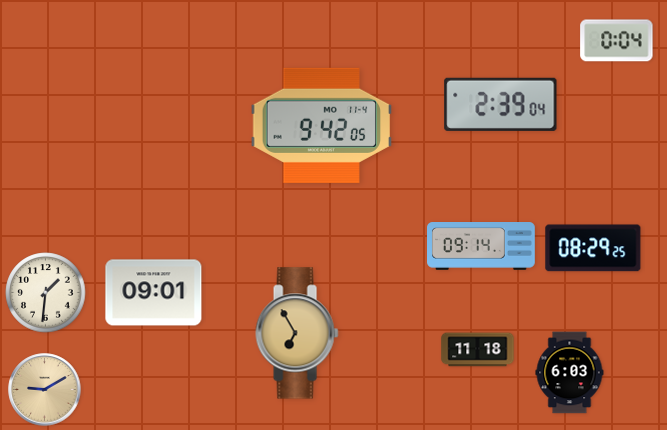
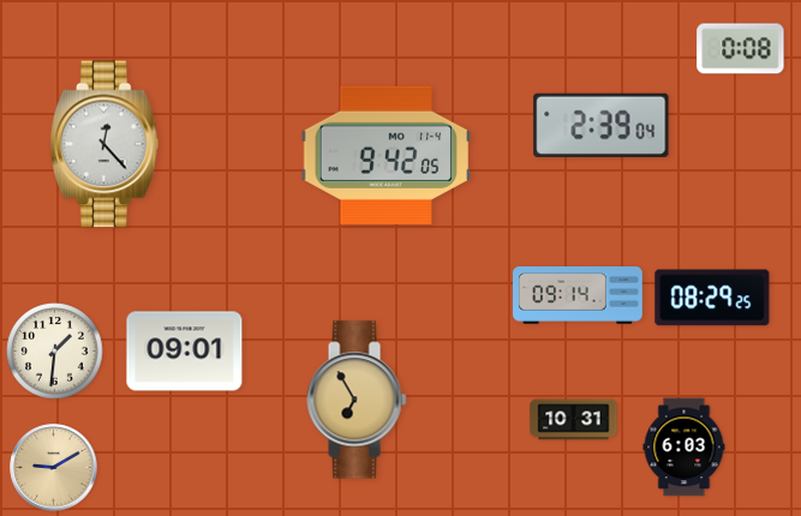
clock at (617, 41): 0:04 -> 0:08
clock at (104, 144): none -> 12:23
clock at (322, 125) position: (322, 125) -> (387, 155)
clock at (478, 350): 11:18 -> 10:31
